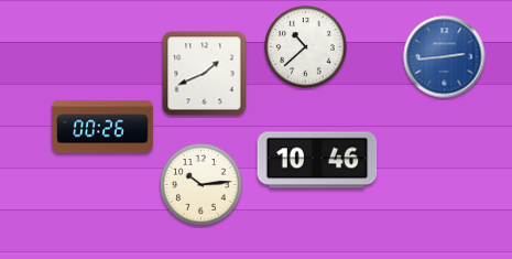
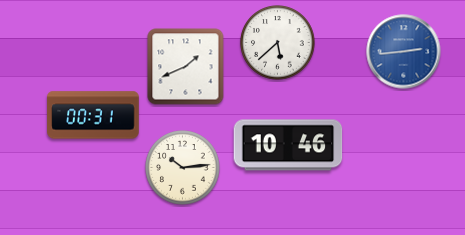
clock at (306, 47): 10:38 -> 5:38
clock at (102, 127): 00:26 -> 00:31
